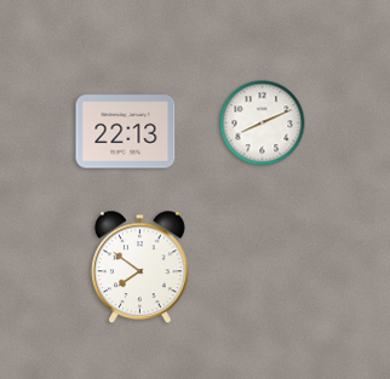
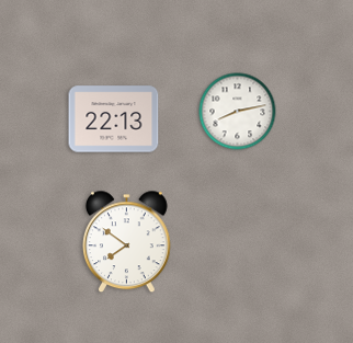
clock at (263, 124): 8:11 -> 8:13
